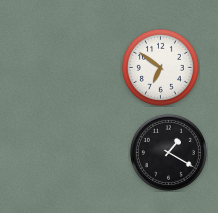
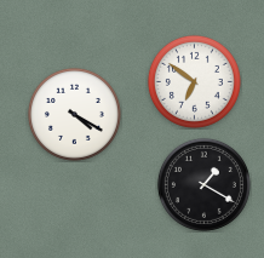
clock at (74, 114): none -> 4:20
